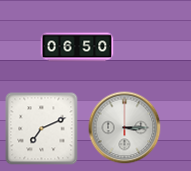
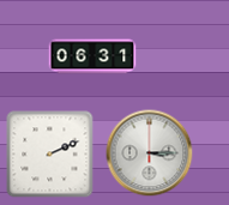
clock at (77, 47): 06:50 -> 06:31
clock at (42, 129): 7:11 -> 2:11
